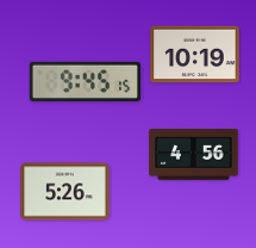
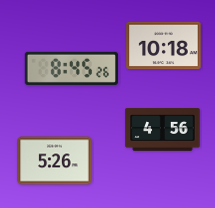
clock at (195, 55): 10:19 -> 10:18
clock at (85, 81): 9:45 -> 8:45
